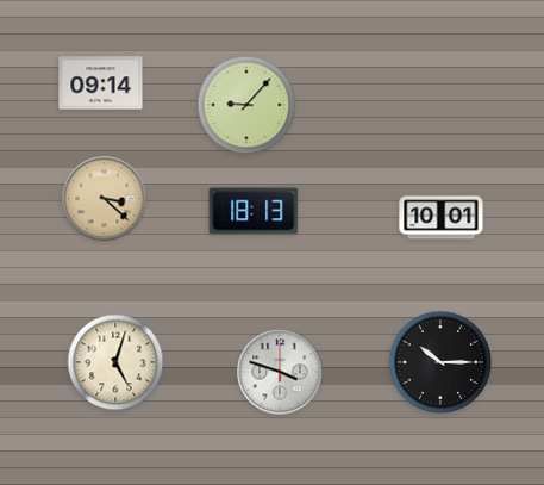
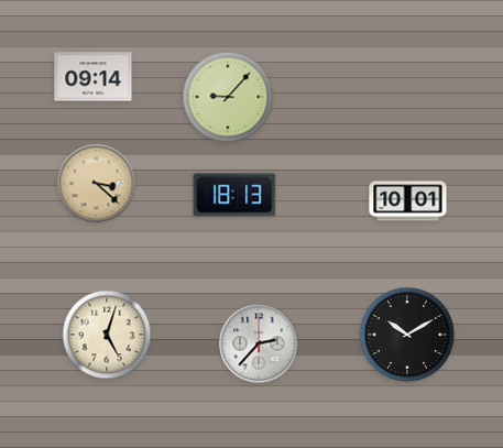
clock at (440, 362): 10:15 -> 10:10
clock at (280, 372): 3:48 -> 2:37
